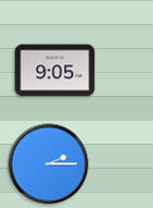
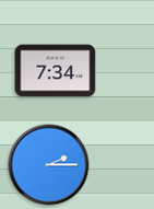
clock at (55, 71): 9:05 -> 7:34
